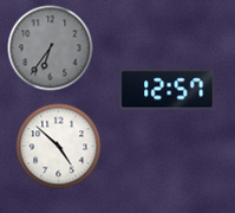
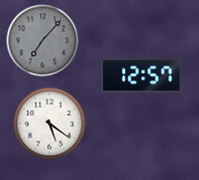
clock at (51, 49): 6:36 -> 7:07
clock at (59, 147): 4:52 -> 5:21
